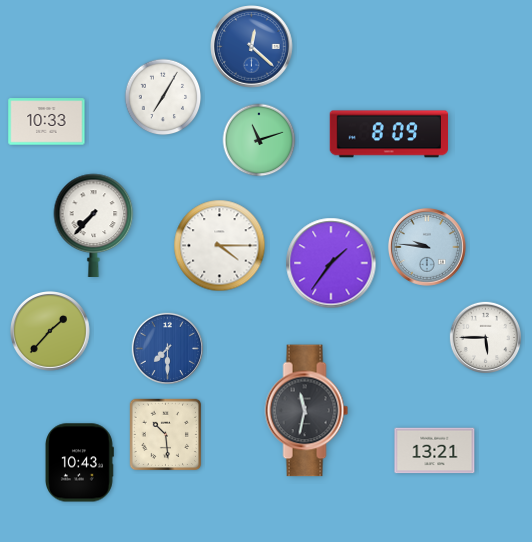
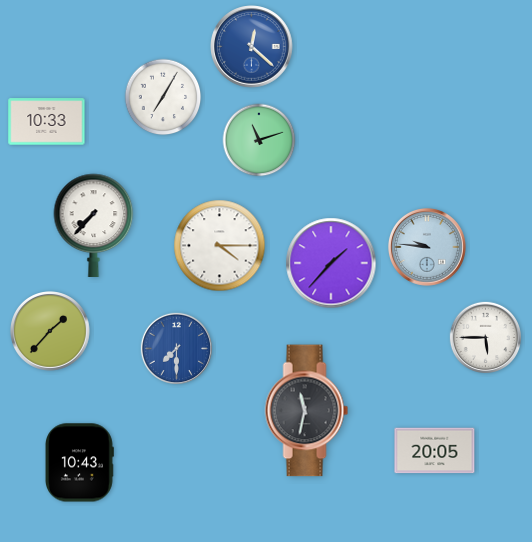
clock at (388, 134): 8:09 -> none
clock at (331, 263): 1:36 -> 1:37
clock at (167, 348) position: (167, 348) -> (176, 348)
clock at (166, 435): 10:29 -> none
clock at (435, 451): 13:21 -> 20:05
